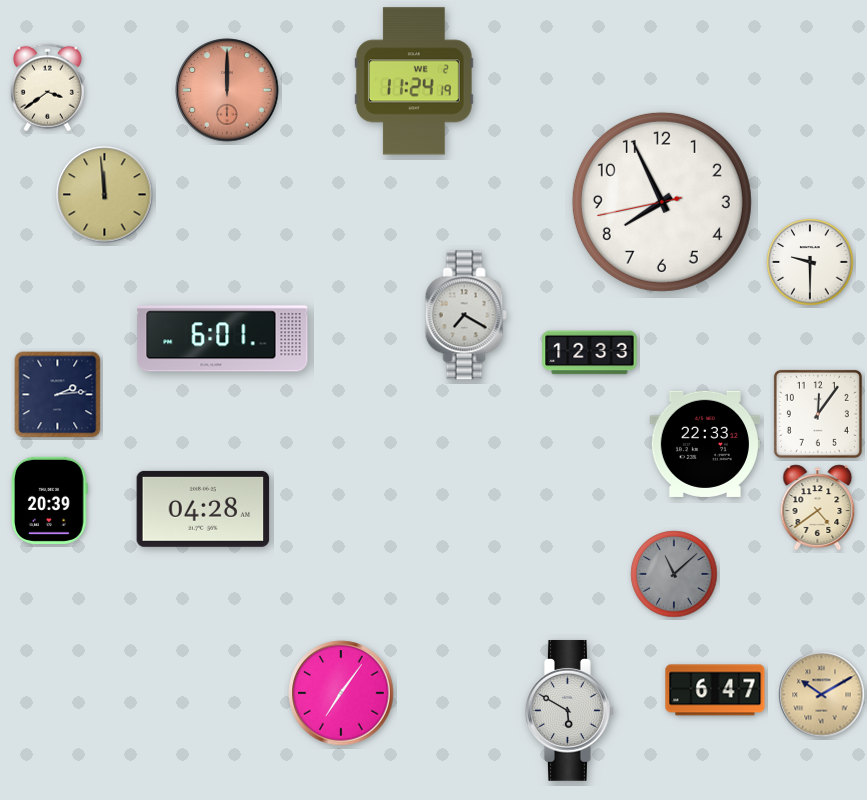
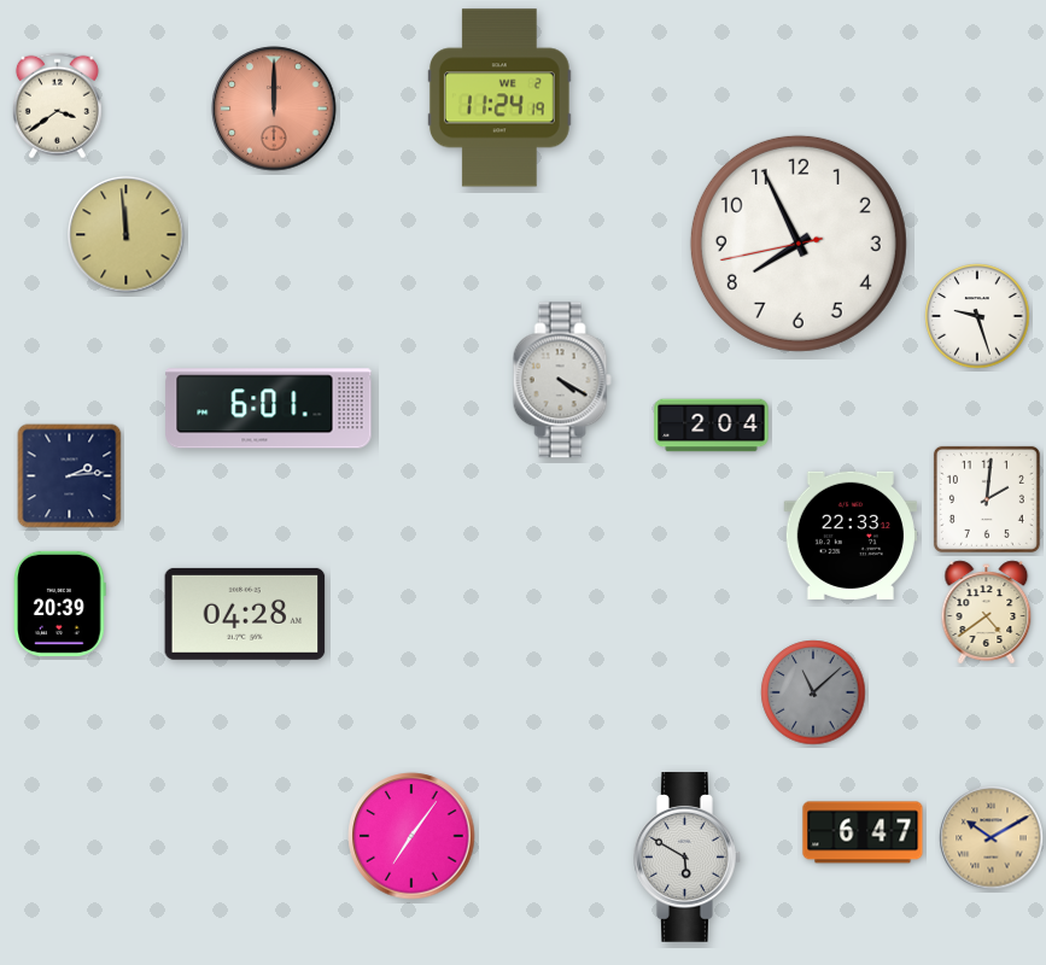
clock at (810, 262): 9:30 -> 9:27
clock at (466, 315): 7:20 -> 4:20
clock at (590, 353): 12:33 -> 2:04
clock at (818, 414): 12:06 -> 2:01
